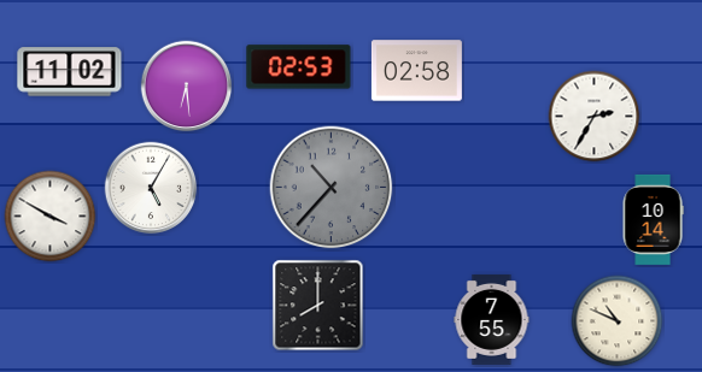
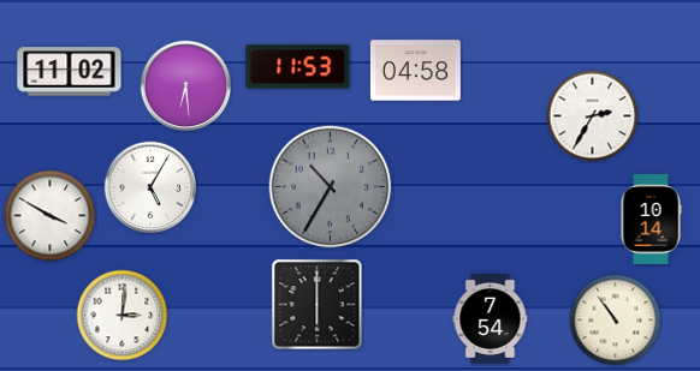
clock at (299, 67): 02:53 -> 11:53
clock at (416, 71): 02:58 -> 04:58
clock at (332, 188): 10:37 -> 10:35
clock at (318, 306): 8:00 -> 6:00
clock at (123, 316): none -> 3:01
clock at (492, 319): 7:55 -> 7:54
clock at (618, 321): 10:49 -> 10:54
